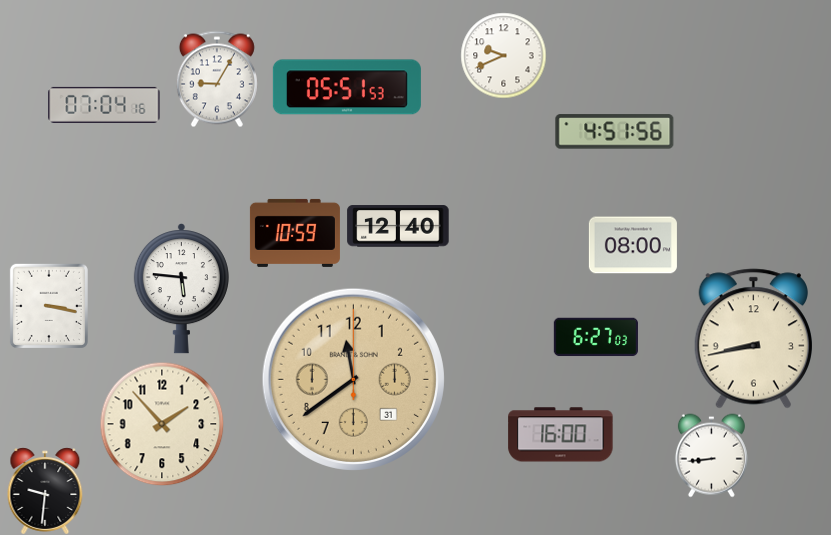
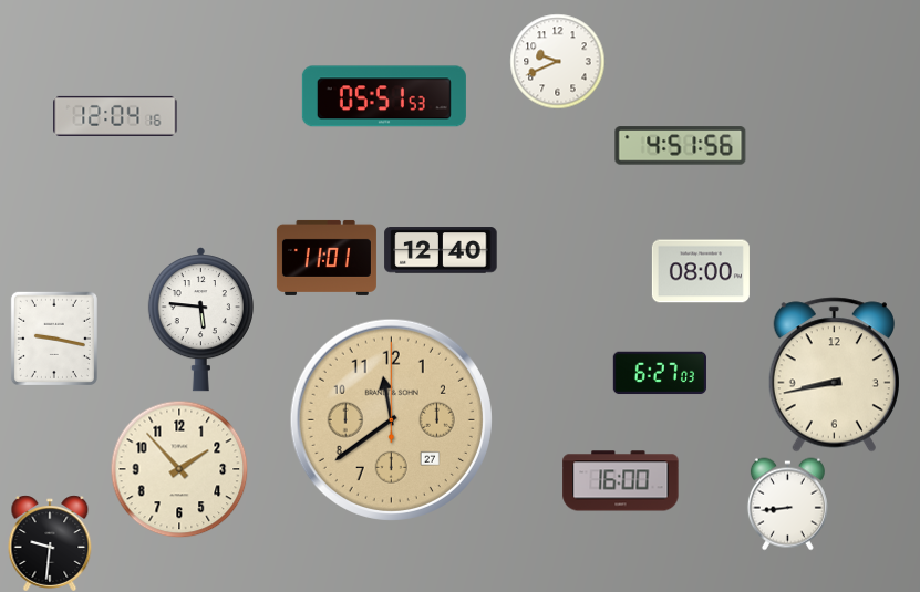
clock at (217, 79): 9:05 -> none
clock at (104, 105): 07:04 -> 12:04
clock at (295, 233): 10:59 -> 11:01
clock at (49, 306): 3:17 -> 9:17
clock at (353, 379) date: 31 -> 27
